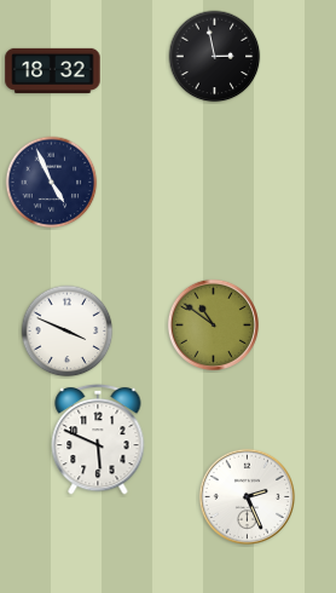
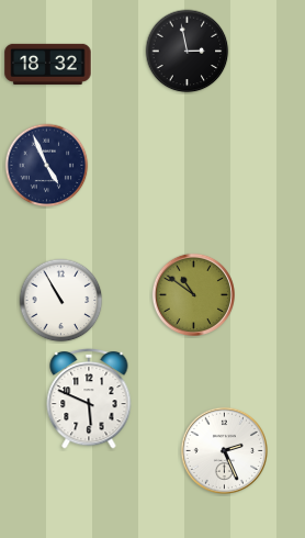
clock at (215, 57) position: (215, 57) -> (188, 52)
clock at (68, 332): 3:49 -> 10:55
